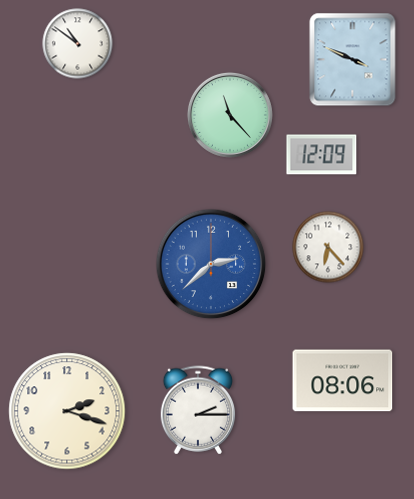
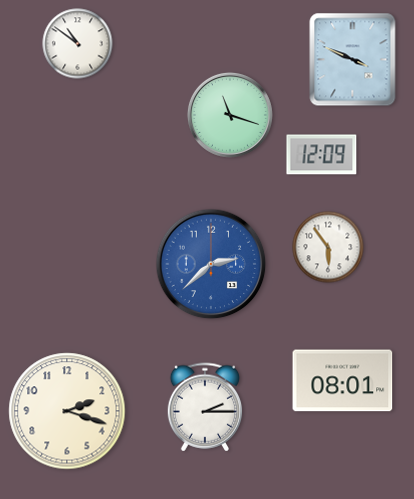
clock at (230, 115): 11:23 -> 11:18
clock at (328, 247): 6:23 -> 5:54
clock at (343, 381): 08:06 -> 08:01
clock at (198, 410) position: (198, 410) -> (205, 407)
